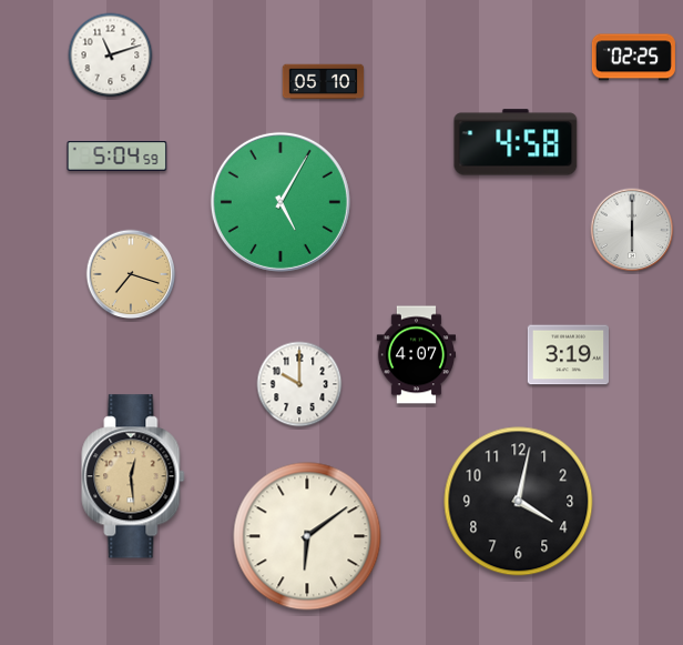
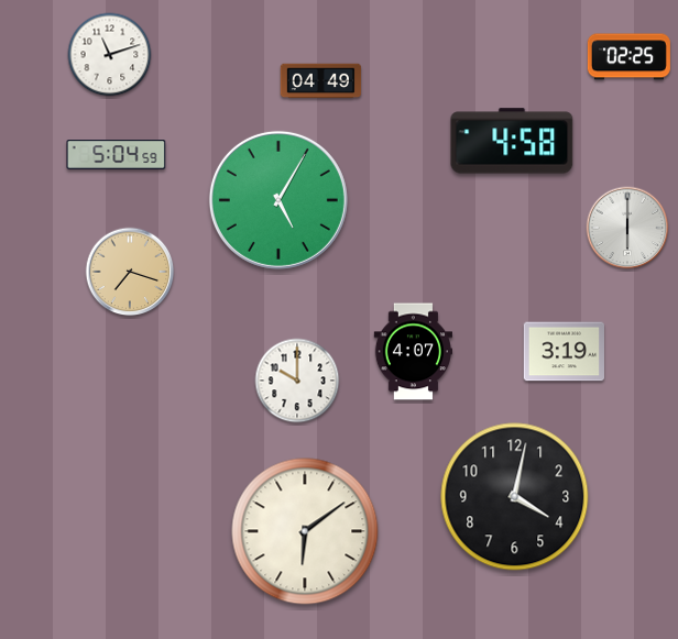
clock at (324, 82): 05:10 -> 04:49
clock at (133, 476): 12:29 -> none
